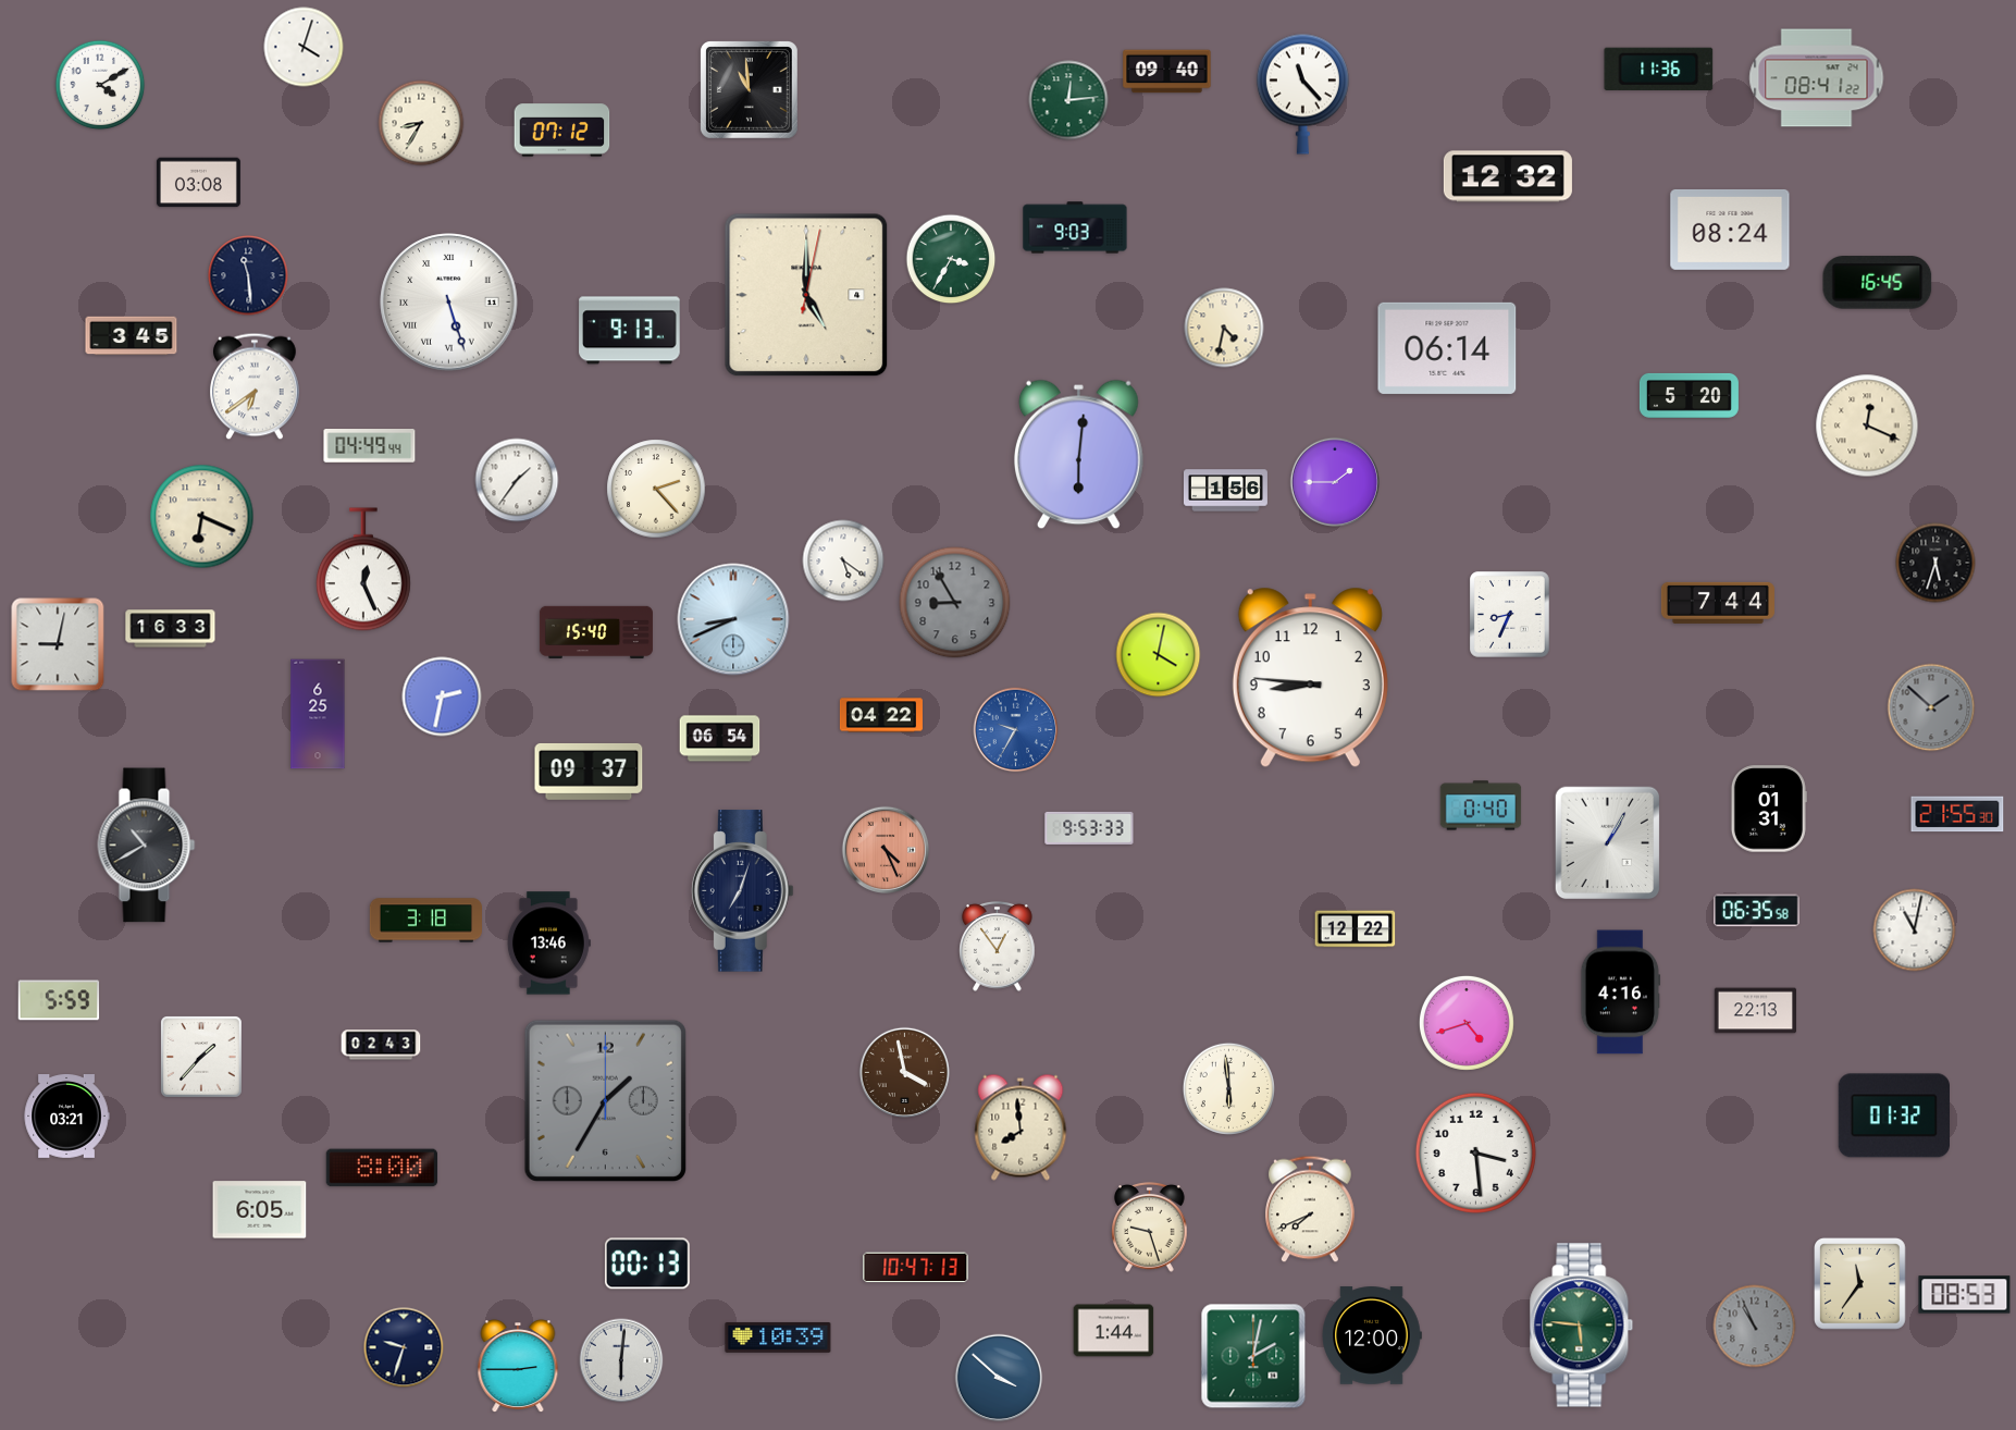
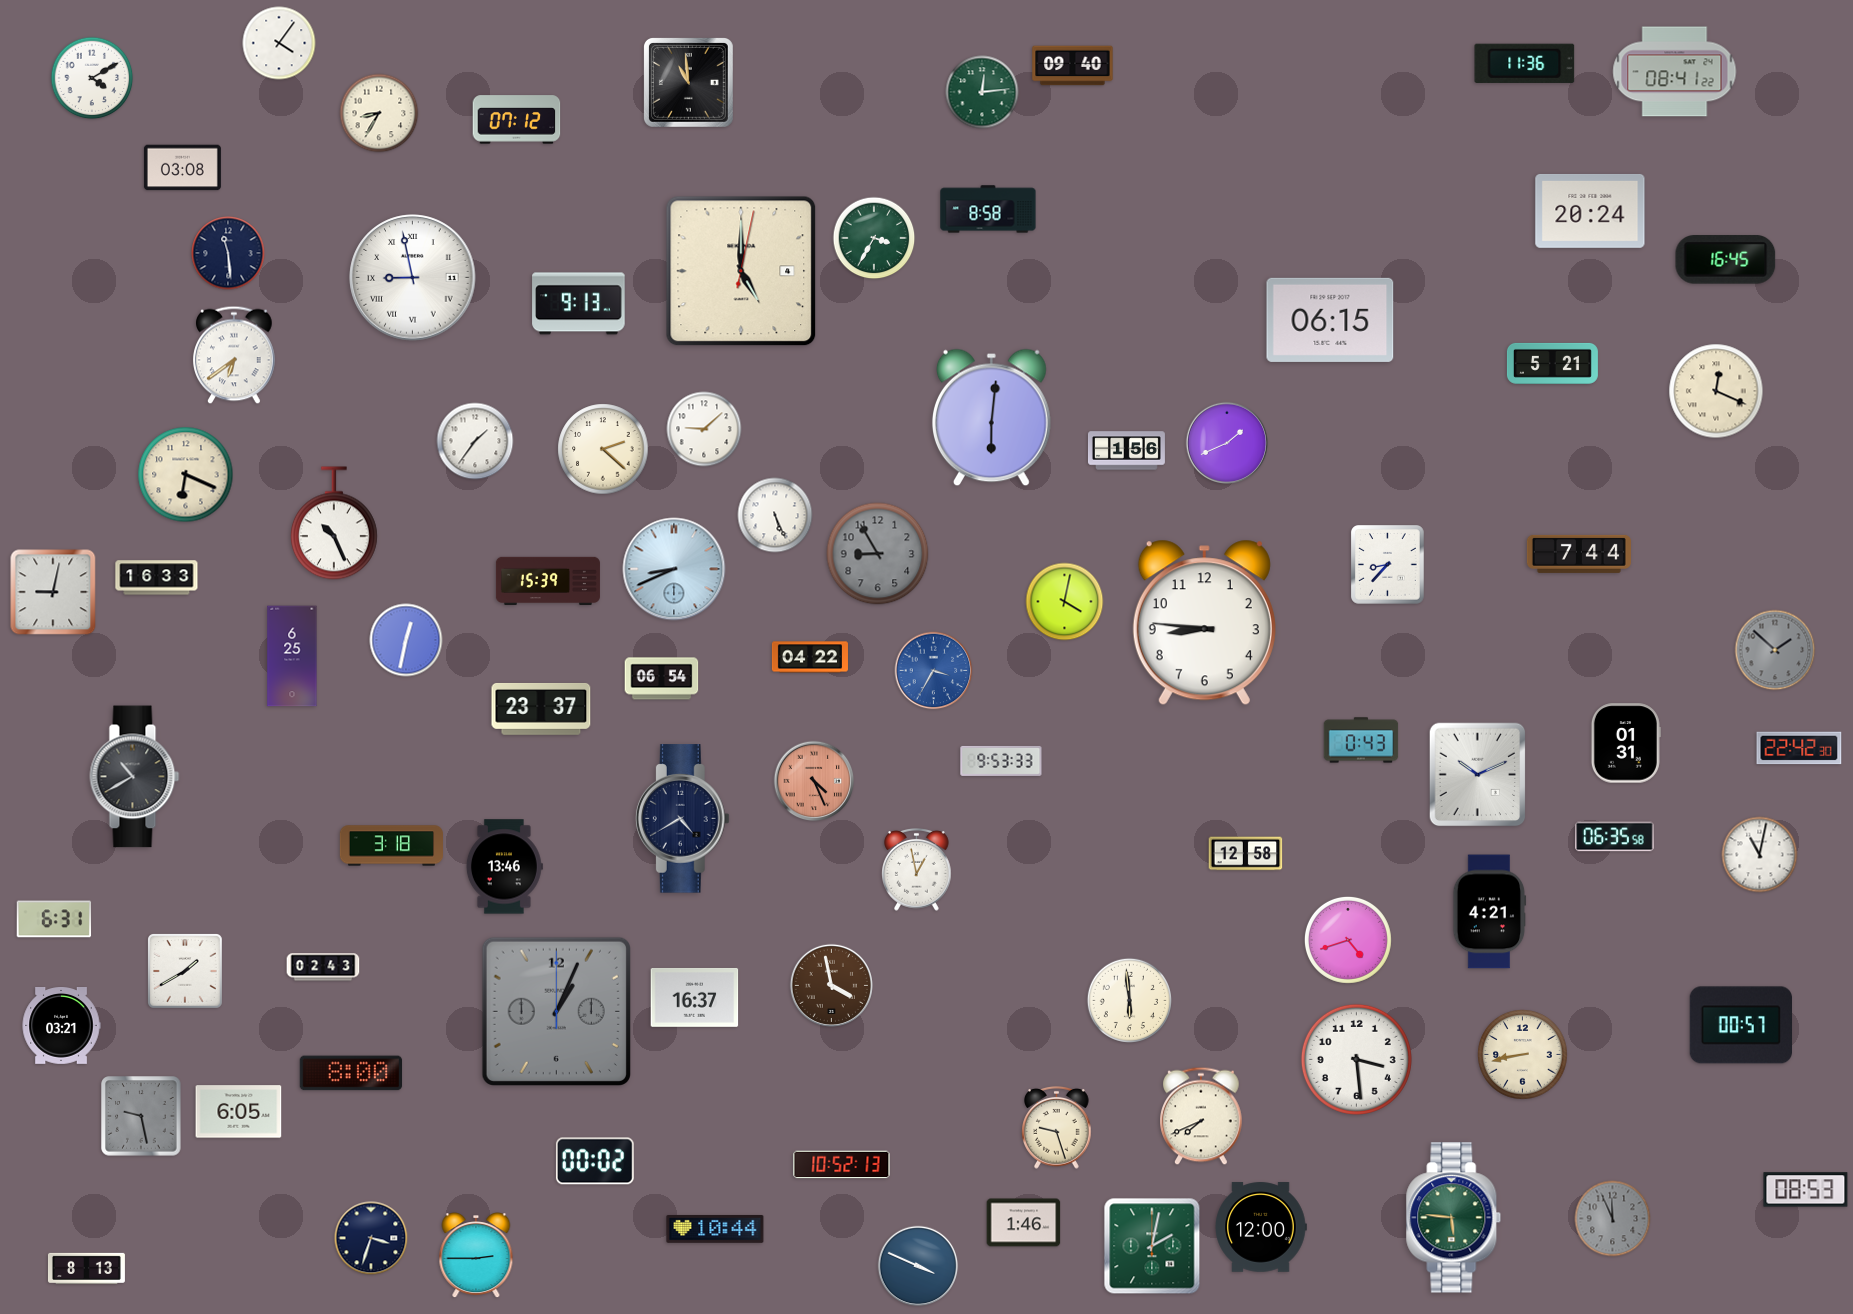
clock at (304, 47): 4:03 -> 4:06
clock at (1817, 78) position: (1817, 78) -> (1675, 72)
clock at (1302, 94): 11:23 -> none
clock at (421, 123) position: (421, 123) -> (379, 113)
clock at (1508, 176): 12:32 -> none
clock at (1075, 227): 9:03 -> 8:58
clock at (1730, 230): 08:24 -> 20:24
clock at (449, 303): 5:27 -> 8:58
clock at (1224, 328): 4:32 -> none
clock at (132, 336): 3:45 -> none
clock at (1447, 348): 06:14 -> 06:15
clock at (1689, 395): 5:20 -> 5:21
clock at (370, 446): 04:49 -> none
clock at (704, 429): none -> 9:08
clock at (1334, 481): 1:45 -> 1:41
clock at (656, 489): 2:23 -> 2:22
clock at (843, 560): 5:21 -> 5:26
clock at (1935, 563): 5:33 -> none
clock at (363, 569): 12:26 -> 10:26
clock at (1510, 615): 8:34 -> 8:37
clock at (596, 632): 15:40 -> 15:39
clock at (442, 696): 2:32 -> 12:32
clock at (1016, 730): 9:35 -> 3:35
clock at (589, 772): 09:37 -> 23:37
clock at (1481, 805): 0:40 -> 0:43
clock at (1957, 814): 21:55 -> 22:42
clock at (1608, 843): 1:05 -> 10:11
clock at (742, 891): 7:03 -> 4:40
clock at (1356, 929): 12:22 -> 12:58
clock at (998, 947): 12:54 -> 12:58
clock at (1621, 993): 4:16 -> 4:21
clock at (59, 1000): 5:59 -> 6:31
clock at (1755, 1011): 22:13 -> none
clock at (381, 1045) position: (381, 1045) -> (323, 967)
clock at (202, 1058): 1:37 -> 1:40
clock at (695, 997): none -> 16:37
clock at (605, 1100): 1:35 -> 1:04
clock at (1893, 1115): 01:32 -> 00:57
clock at (1021, 1127): 7:59 -> none
clock at (1523, 1055): none -> 8:43
clock at (1310, 1209) position: (1310, 1209) -> (1201, 1116)
clock at (141, 1116): none -> 9:28
clock at (647, 1263): 00:13 -> 00:02
clock at (916, 1268): 10:47 -> 10:52
clock at (1860, 1284): 11:36 -> none
clock at (1755, 1327): 10:56 -> 11:56
clock at (1114, 1331): 1:44 -> 1:46
clock at (778, 1337): 10:39 -> 10:44
clock at (404, 1347): 9:33 -> 3:33
clock at (621, 1360): 6:01 -> none
clock at (999, 1378): 3:52 -> 3:49
clock at (86, 1268): none -> 8:13
